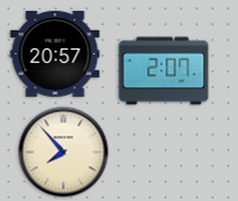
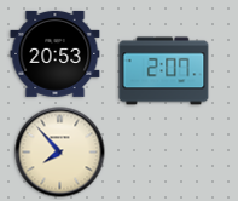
clock at (56, 53): 20:57 -> 20:53
clock at (64, 153) position: (64, 153) -> (60, 153)
